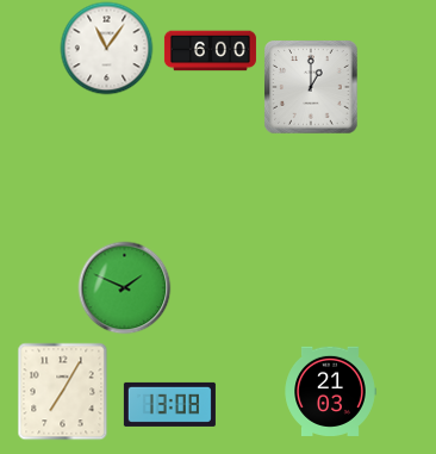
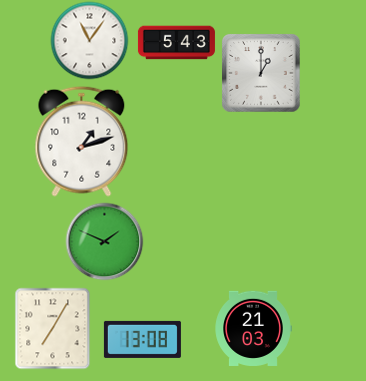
clock at (210, 51): 6:00 -> 5:43
clock at (82, 141): none -> 1:12
clock at (330, 391) position: (330, 391) -> (253, 328)
